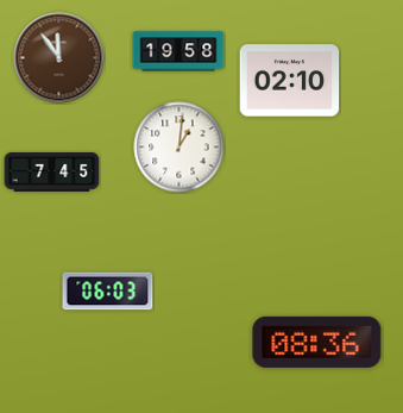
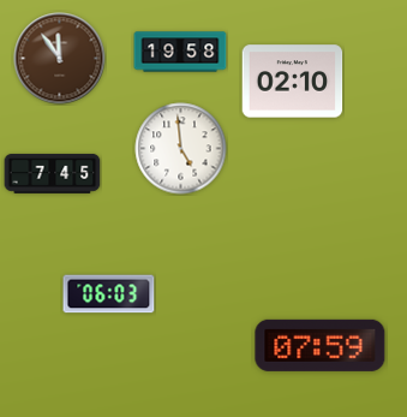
clock at (180, 148): 1:01 -> 4:59
clock at (317, 342): 08:36 -> 07:59
